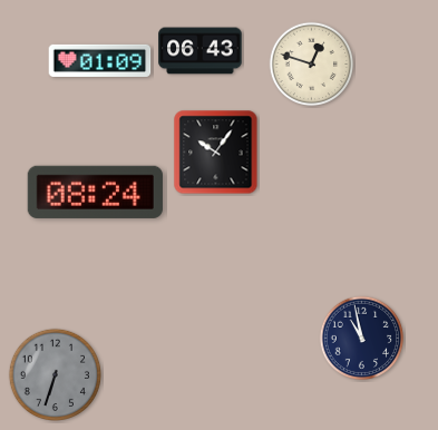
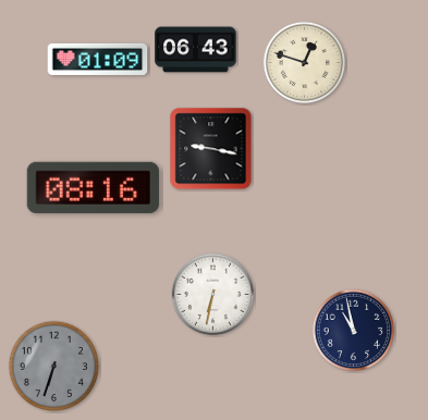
clock at (216, 153): 10:06 -> 9:17
clock at (95, 192): 08:24 -> 08:16
clock at (213, 295): none -> 6:32
